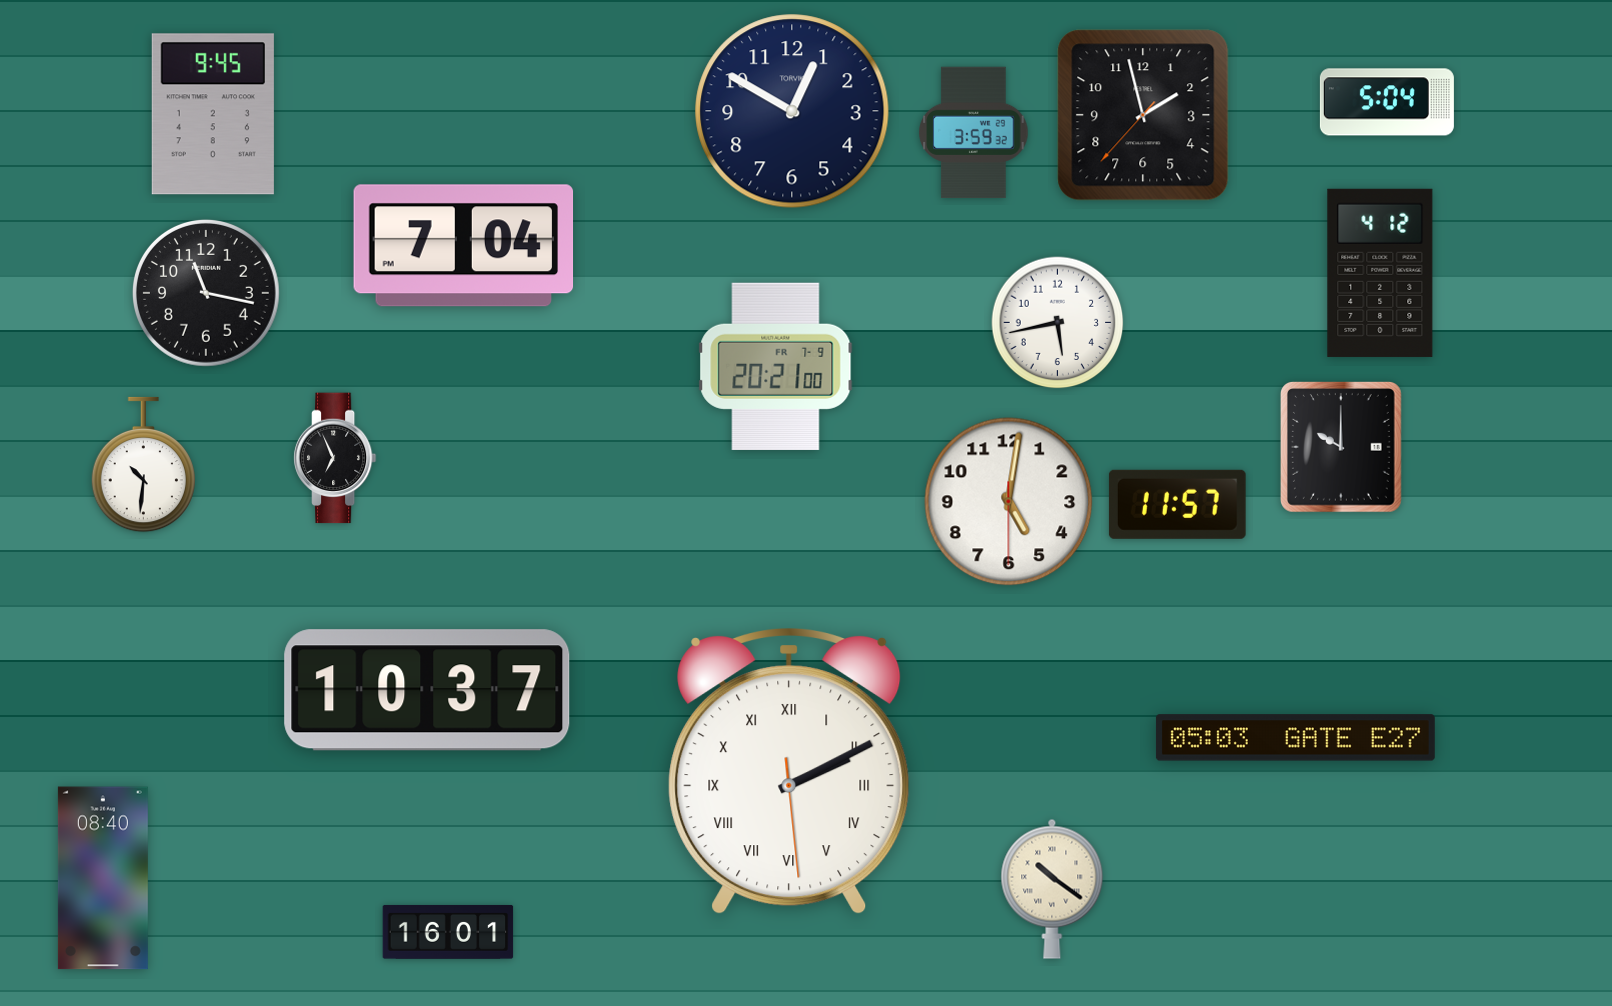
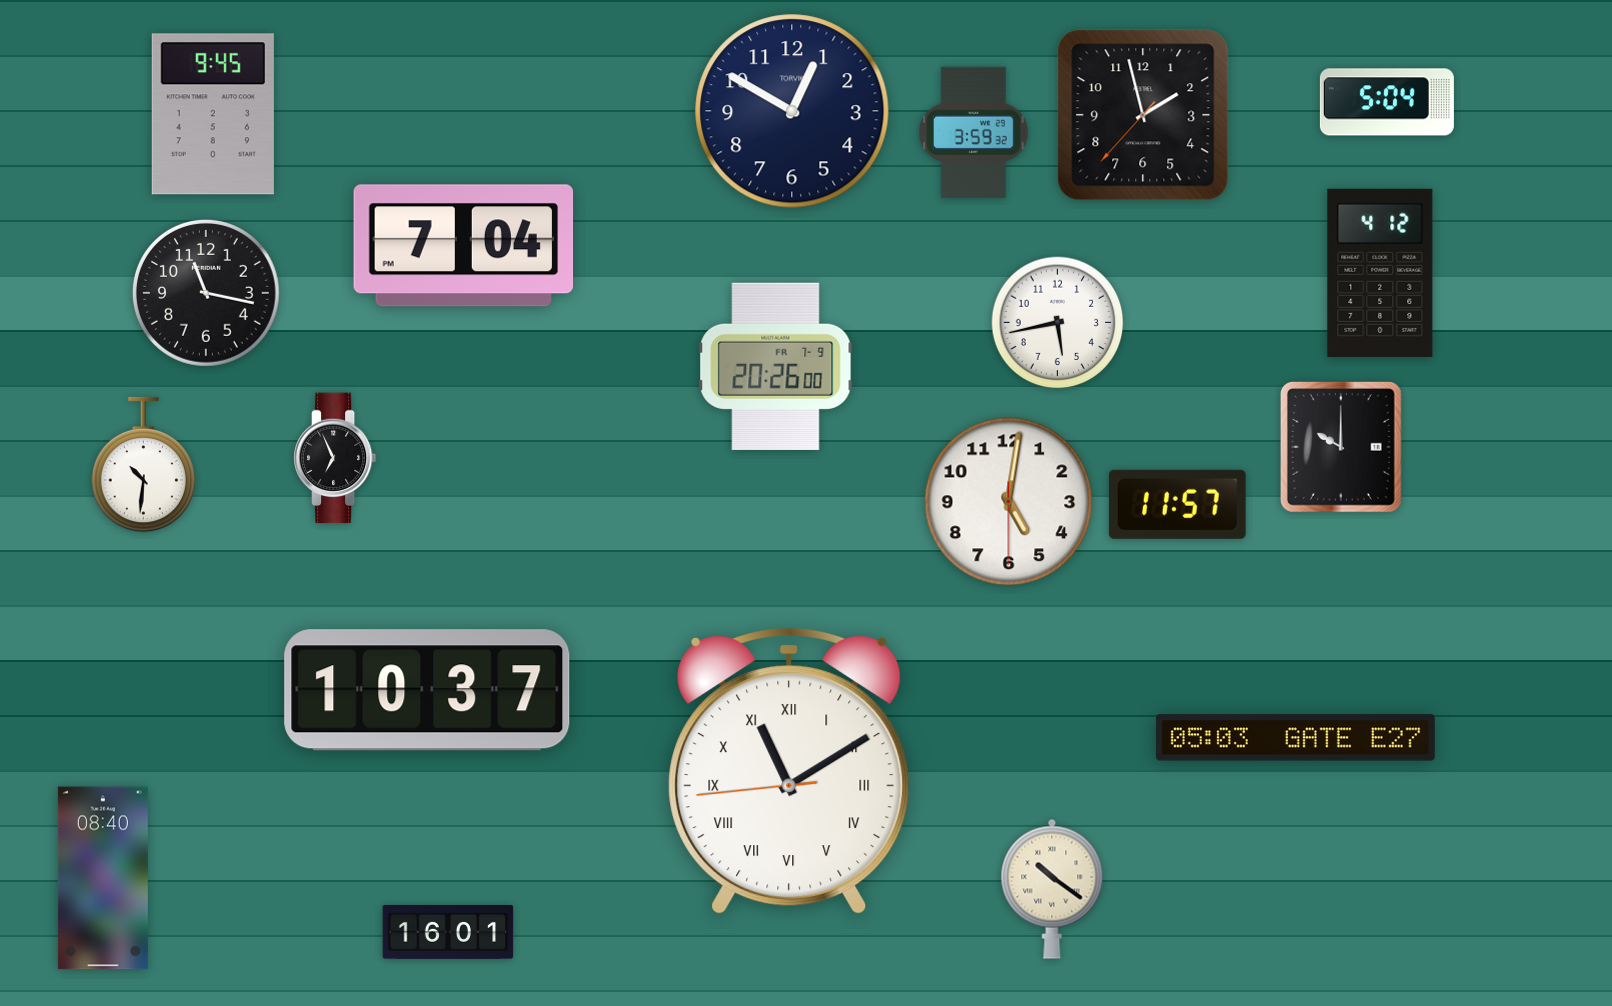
clock at (776, 366): 20:21 -> 20:26
clock at (789, 772): 2:10 -> 11:09
